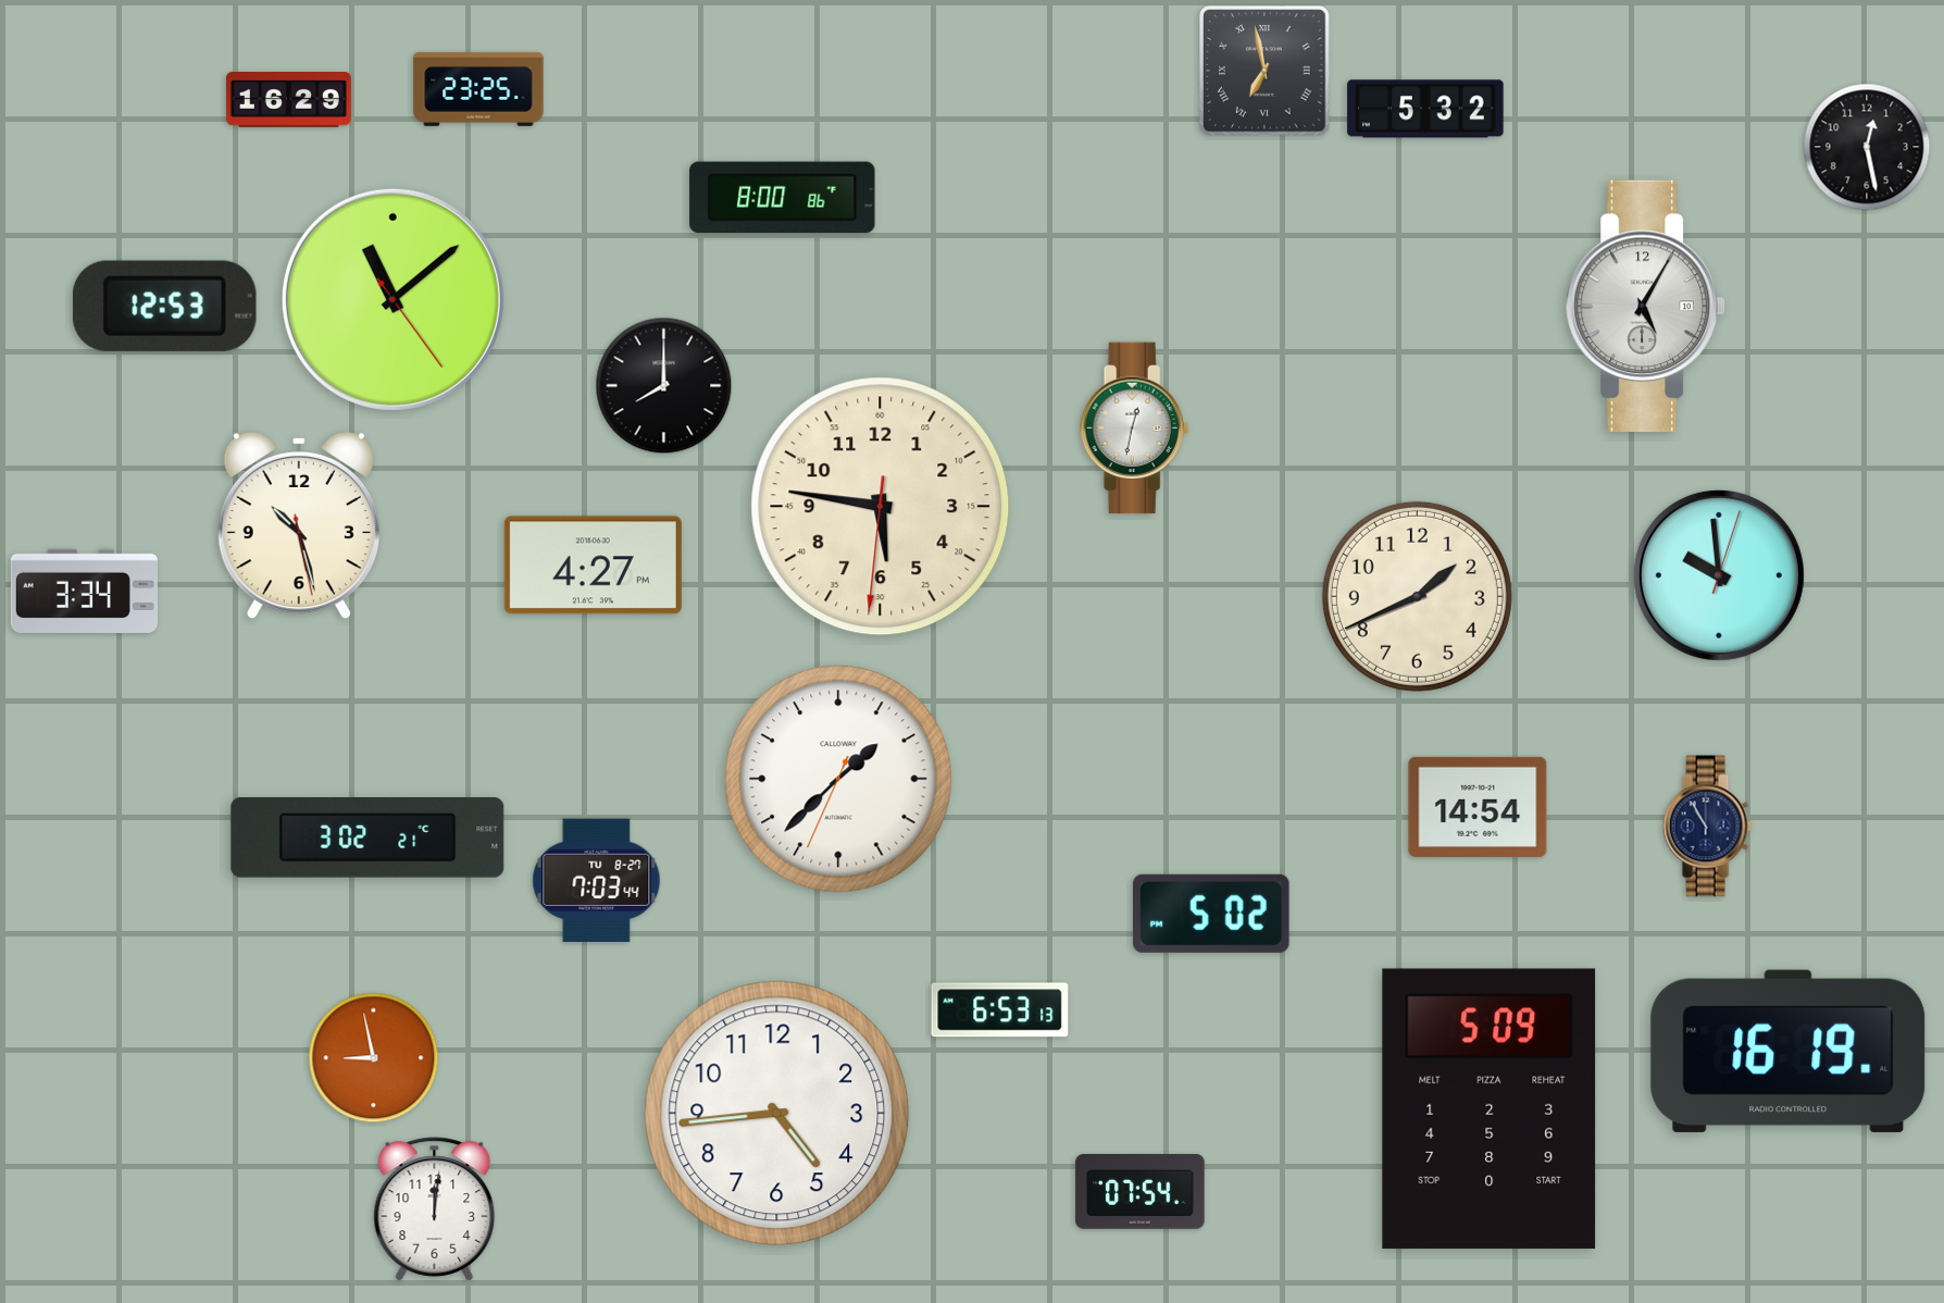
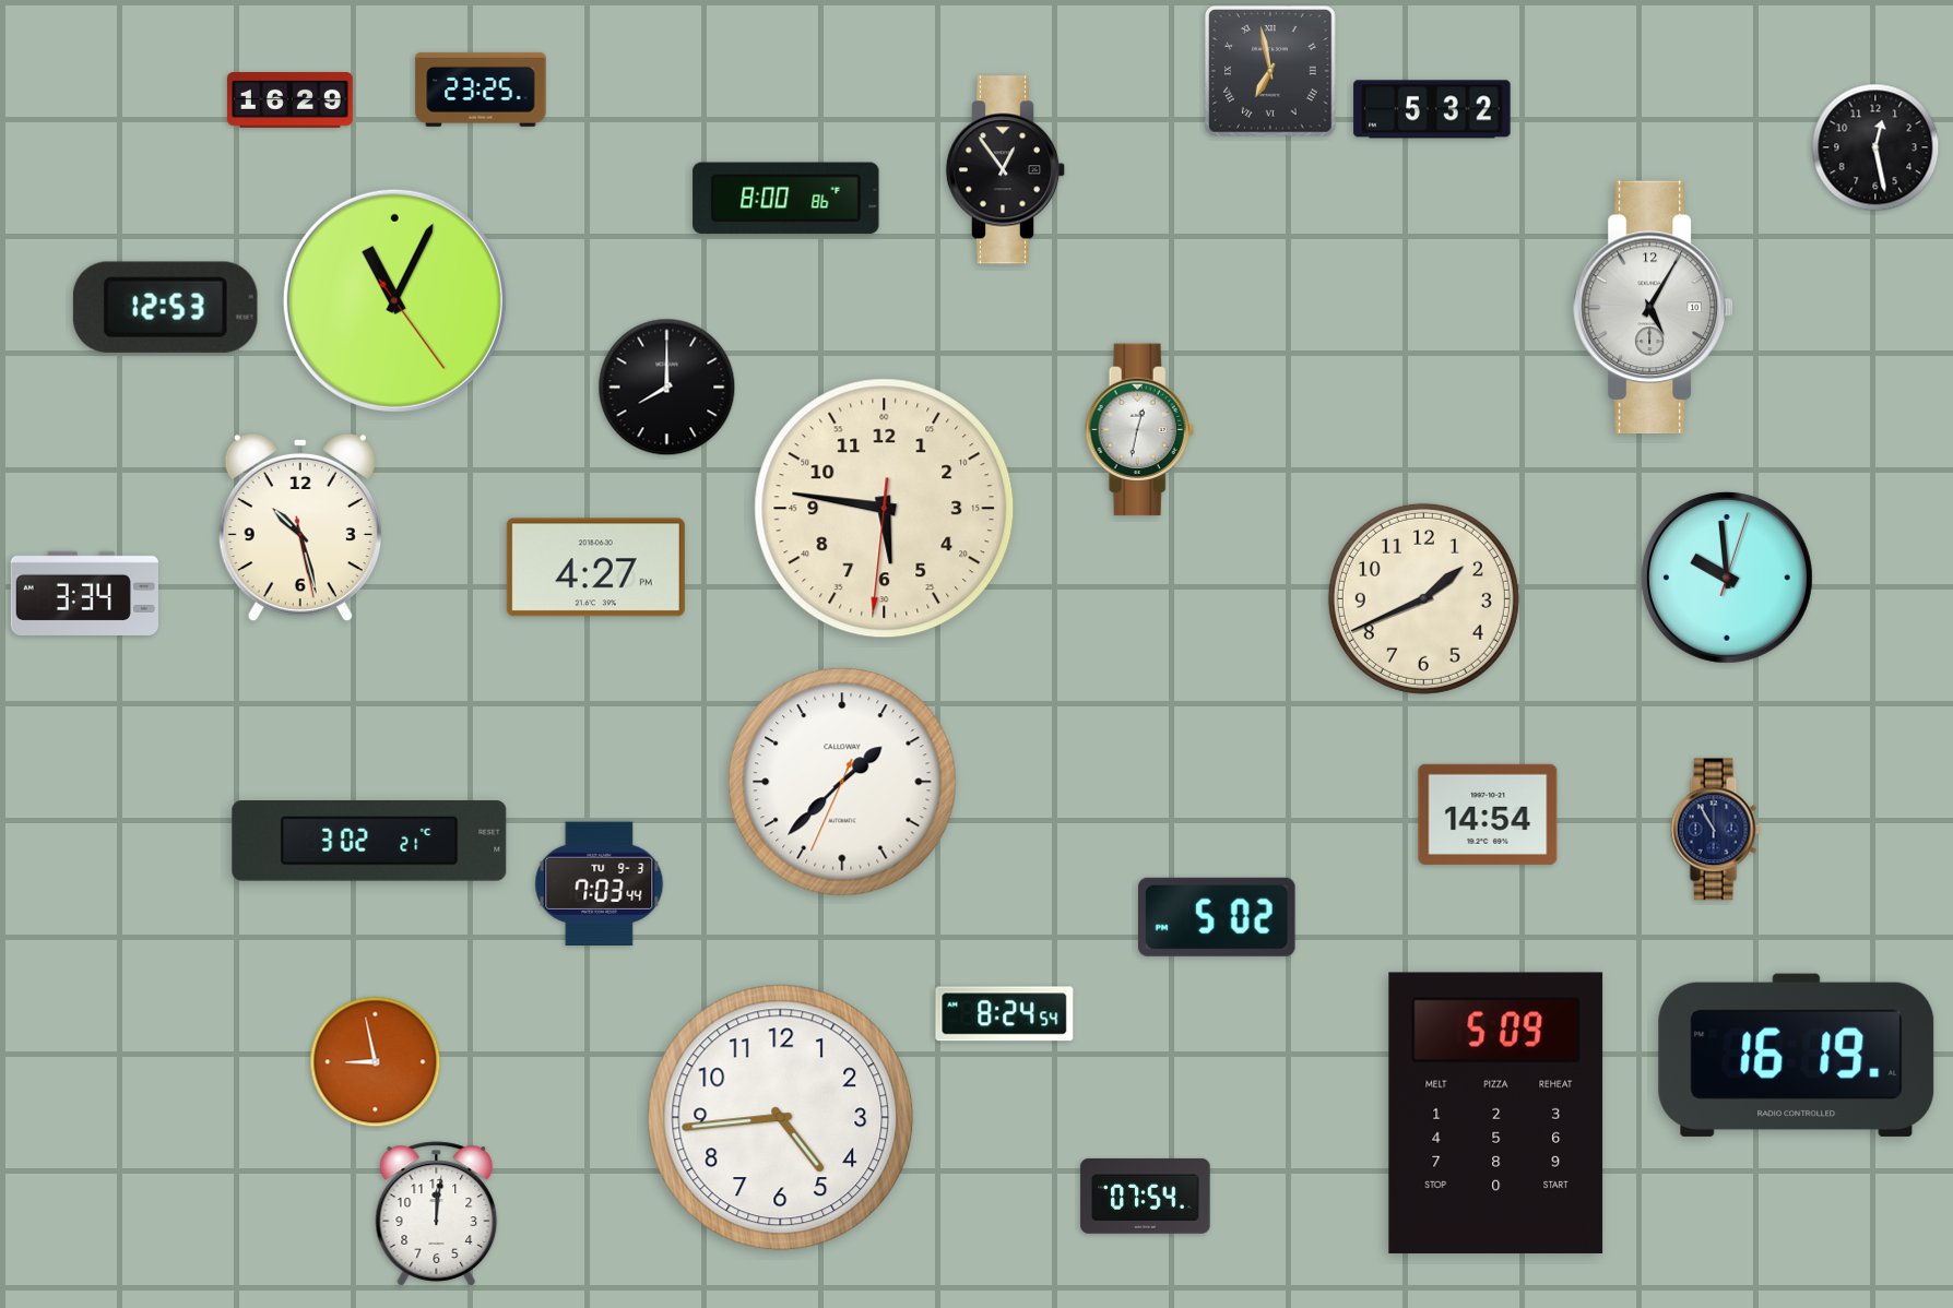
clock at (1006, 170): none -> 12:54
clock at (392, 299): 11:08 -> 11:04
clock at (1478, 807) position: (1478, 807) -> (1488, 814)
clock at (597, 880) date: TU 8-27 -> TU 9-3
clock at (1000, 1010): 6:53 -> 8:24
